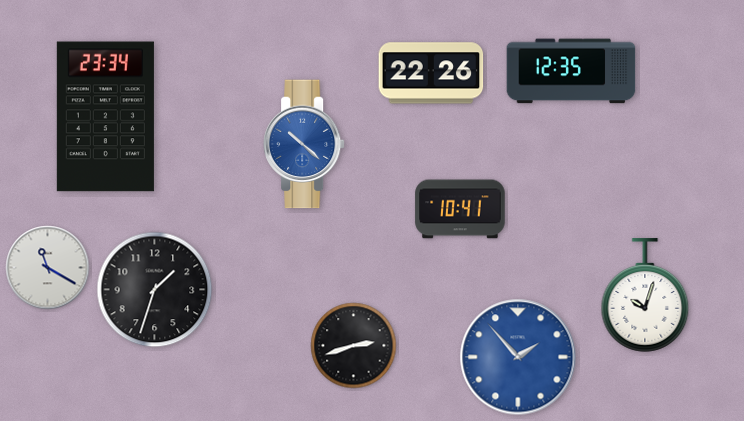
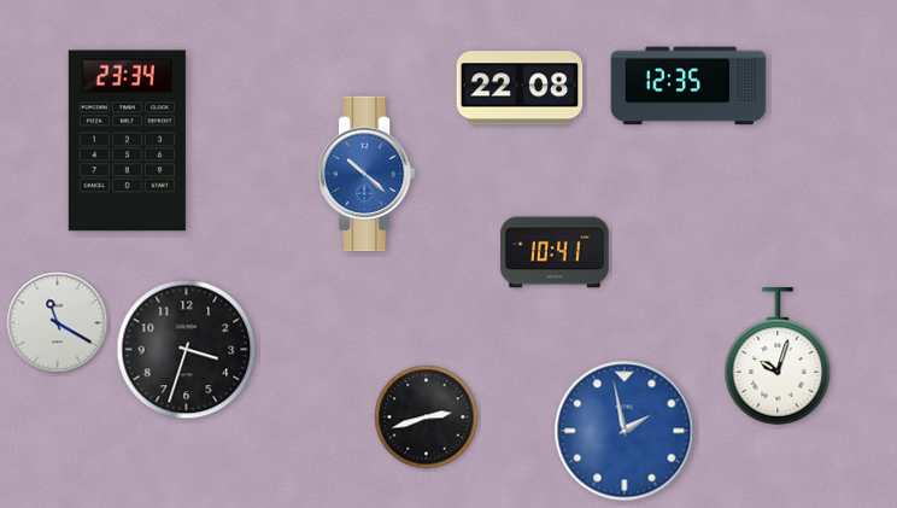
clock at (431, 73): 22:26 -> 22:08
clock at (155, 290): 1:33 -> 3:33
clock at (518, 357): 1:53 -> 1:58
